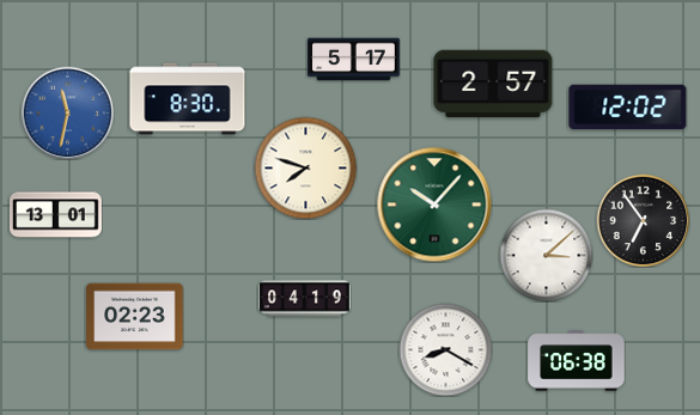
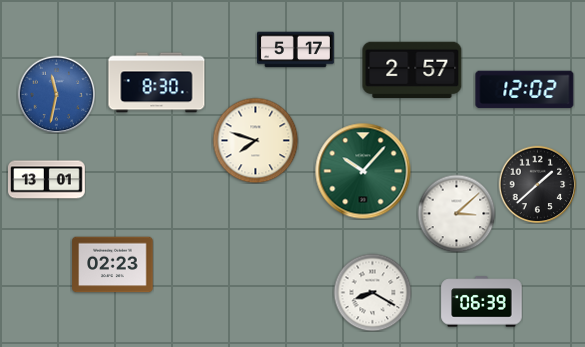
clock at (643, 220): 6:54 -> 1:38
clock at (305, 299): 04:19 -> none
clock at (577, 361): 06:38 -> 06:39
